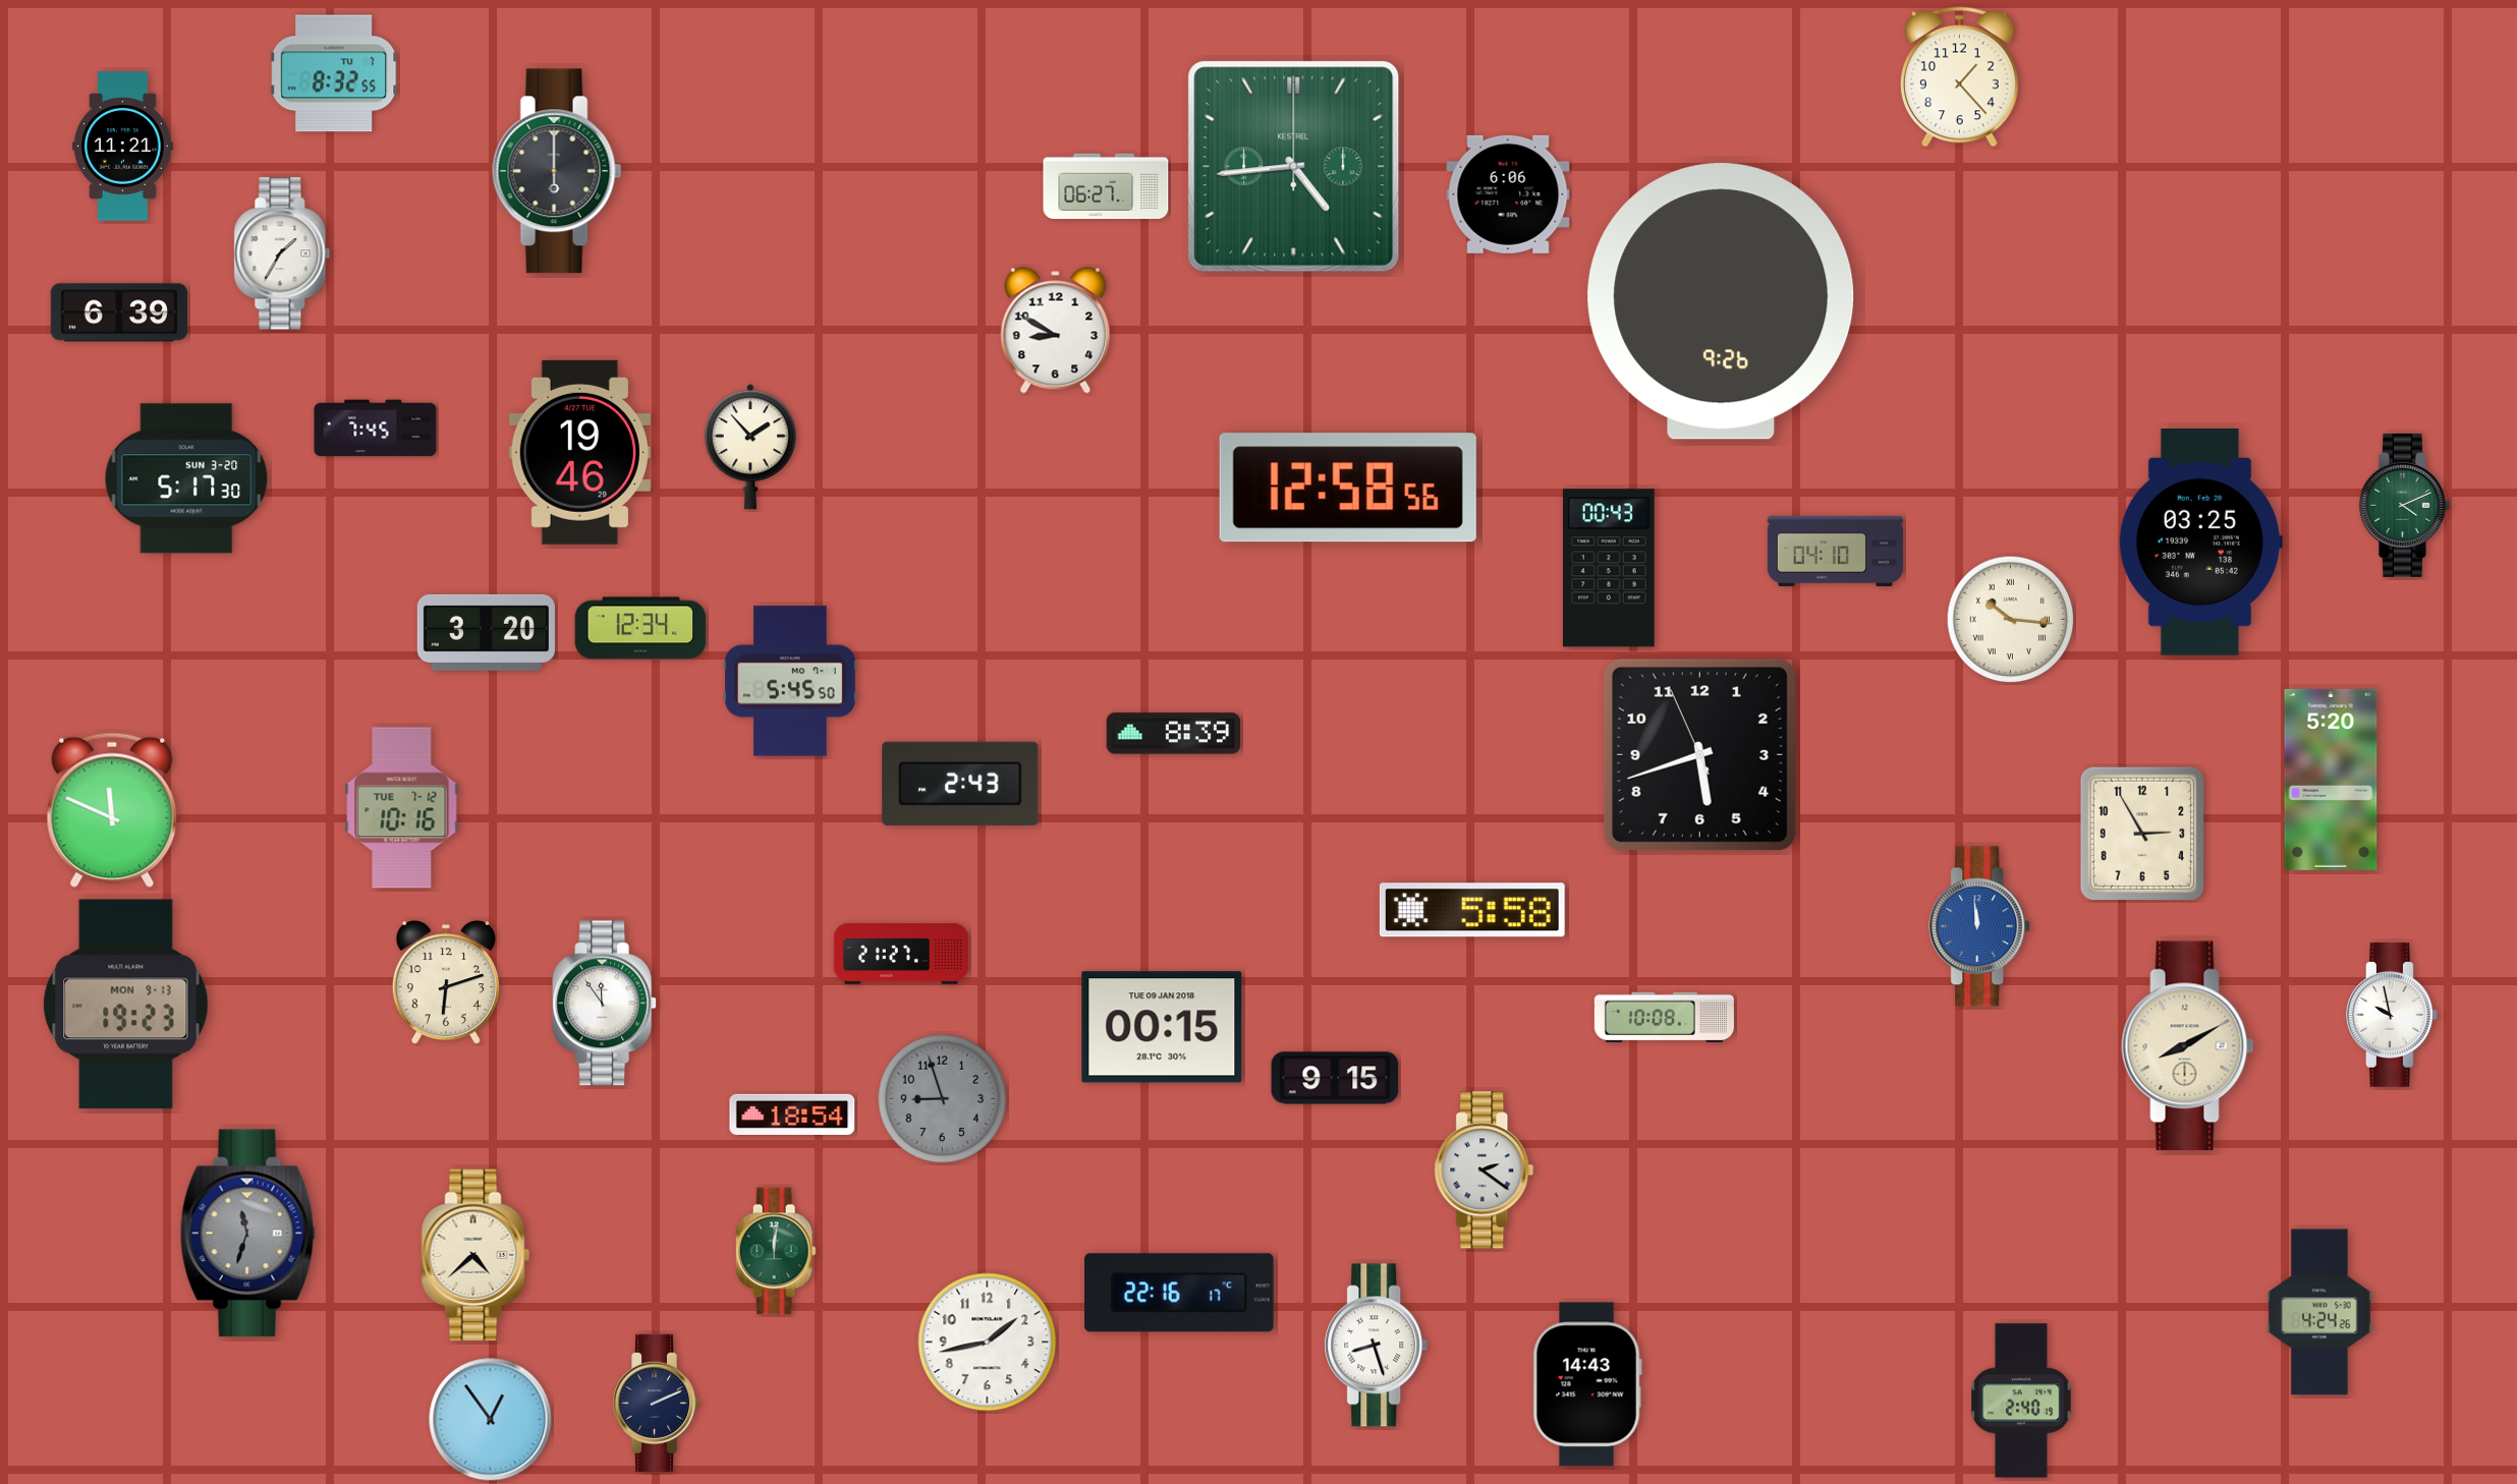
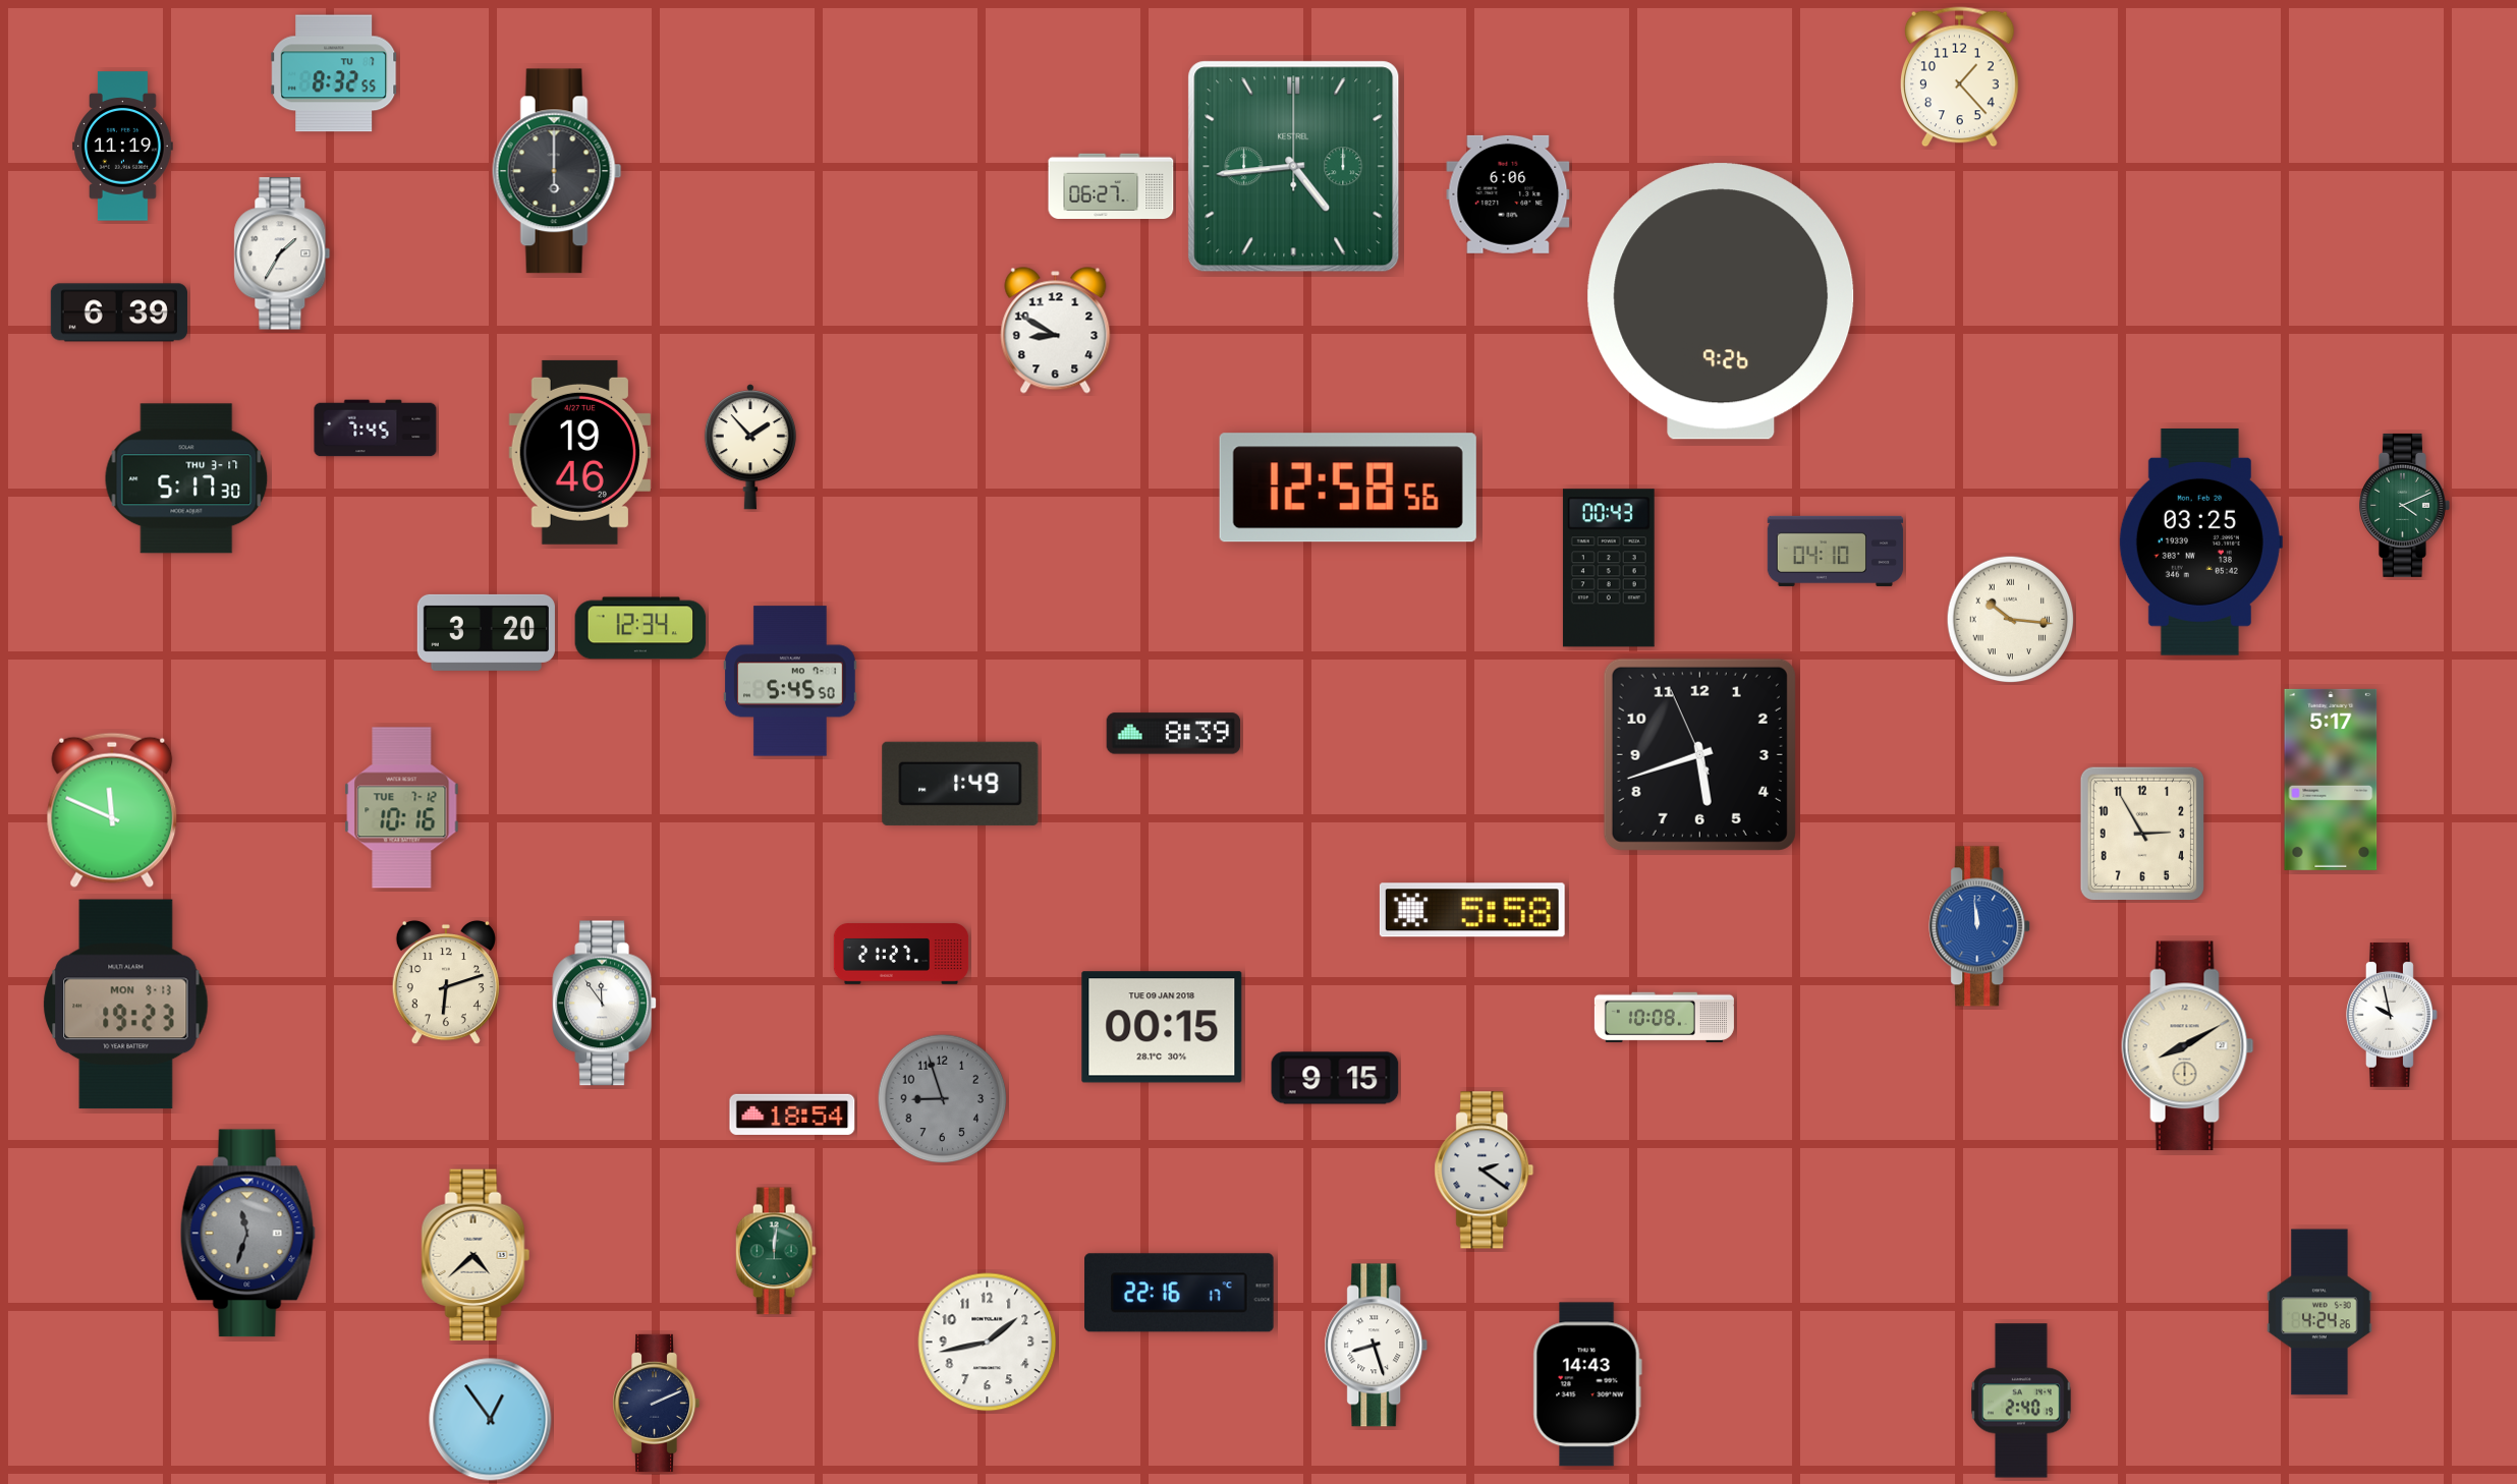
clock at (123, 147): 11:21 -> 11:19
clock at (1106, 186) position: (1106, 186) -> (1111, 186)
clock at (186, 478) date: SUN 3-20 -> THU 3-17
clock at (2331, 780): 5:20 -> 5:17
clock at (960, 784): 2:43 -> 1:49
